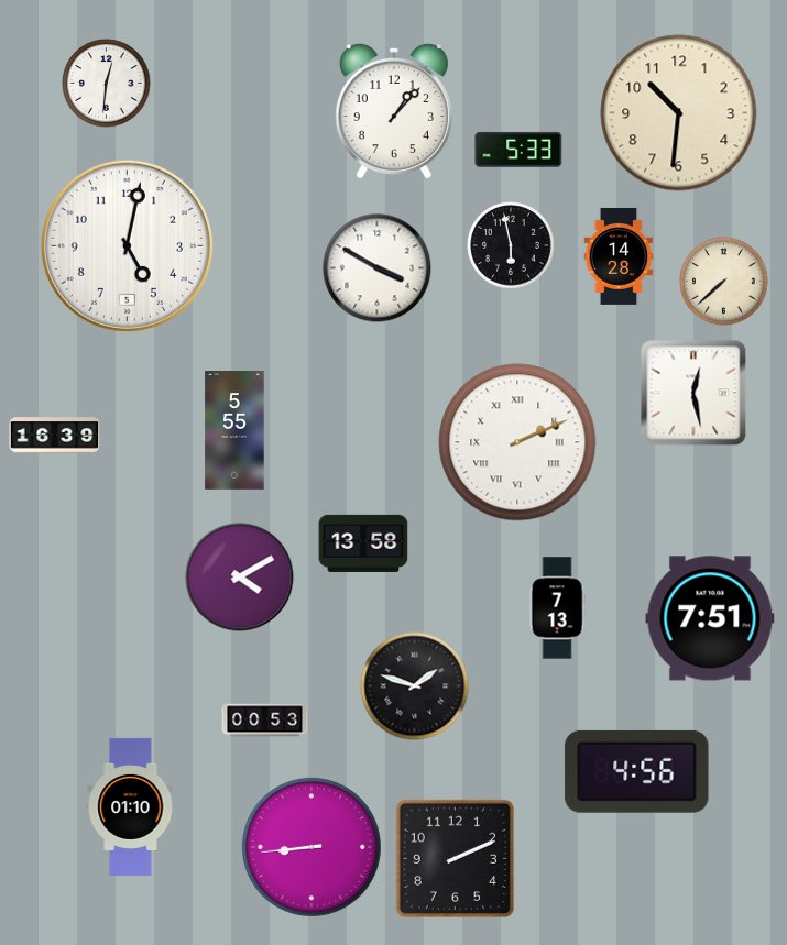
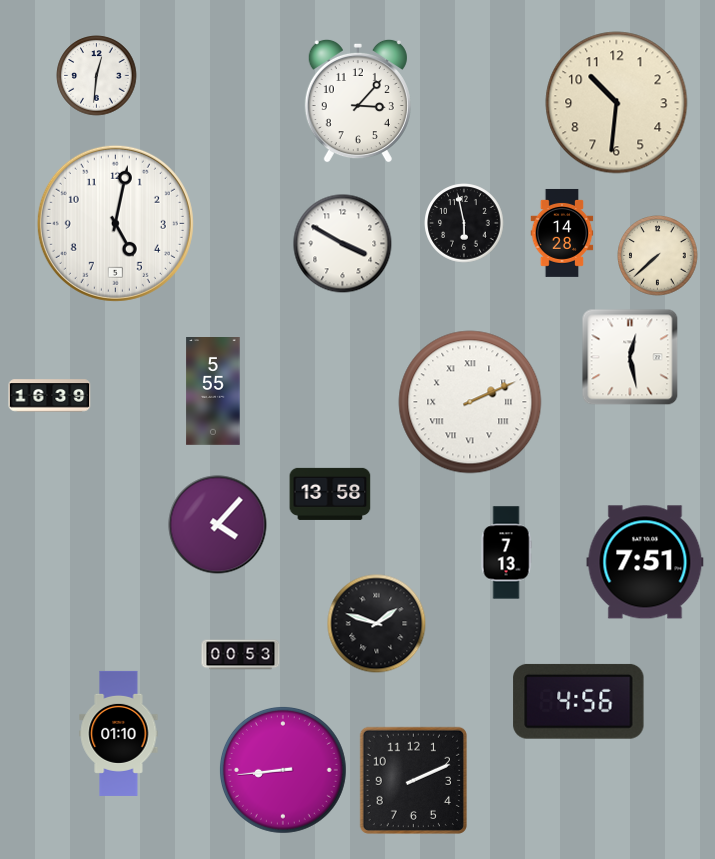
clock at (394, 111): 1:07 -> 3:07
clock at (518, 150): 5:33 -> none
clock at (240, 578): 4:10 -> 4:07
